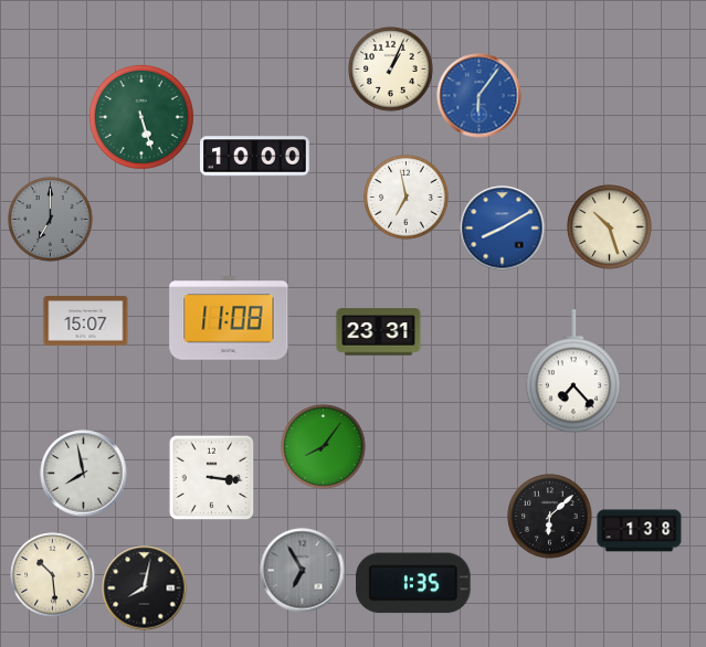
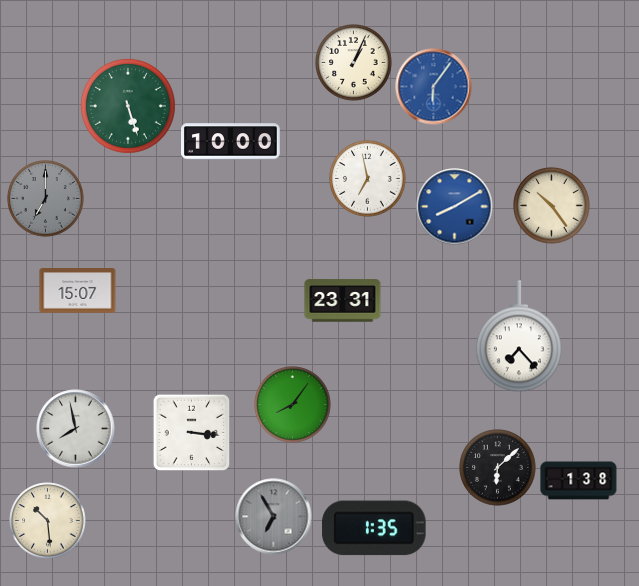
clock at (610, 227): 10:27 -> 10:24
clock at (229, 318): 11:08 -> none
clock at (145, 588): 8:02 -> none
